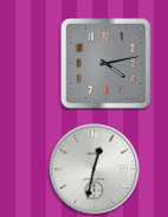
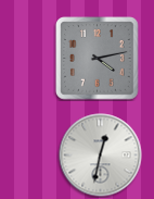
clock at (95, 170) position: (95, 170) -> (101, 156)
